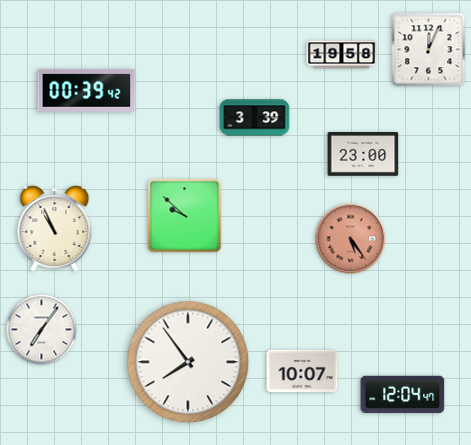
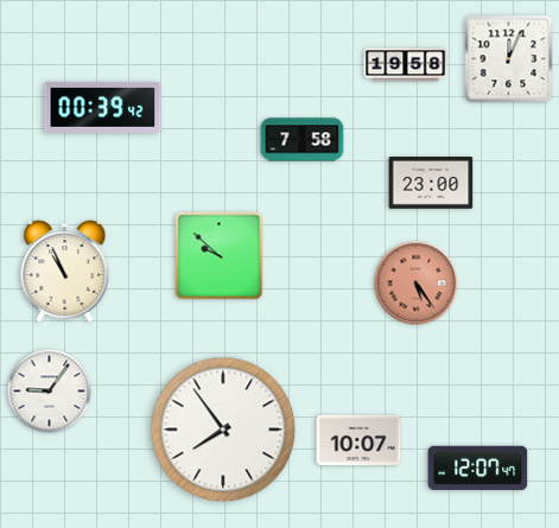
clock at (255, 118): 3:39 -> 7:58
clock at (42, 330): 7:06 -> 9:06
clock at (403, 394): 12:04 -> 12:07
